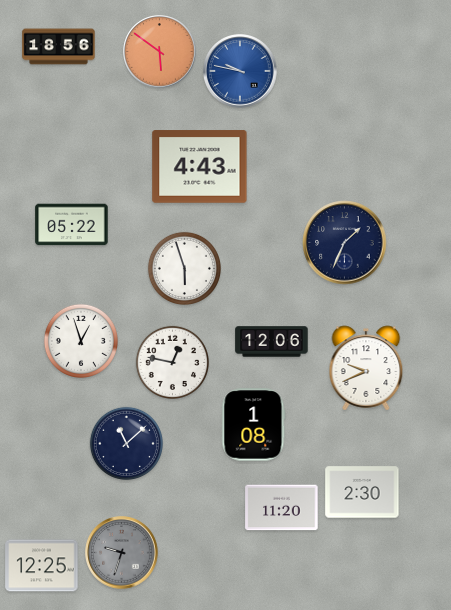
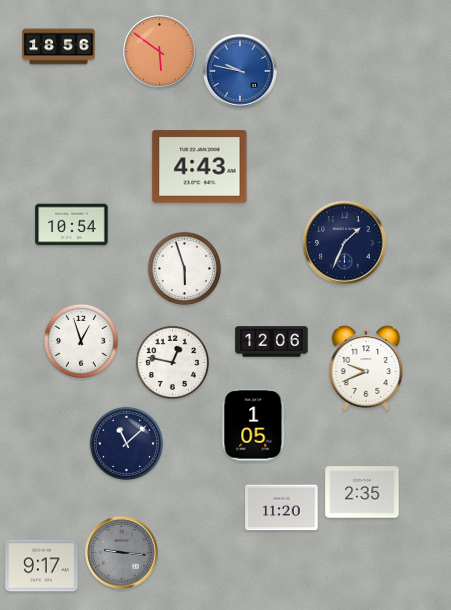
clock at (72, 225): 05:22 -> 10:54
clock at (254, 425): 1:08 -> 1:05
clock at (362, 492): 2:30 -> 2:35
clock at (122, 553): 9:33 -> 9:16
clock at (42, 566): 12:25 -> 9:17
